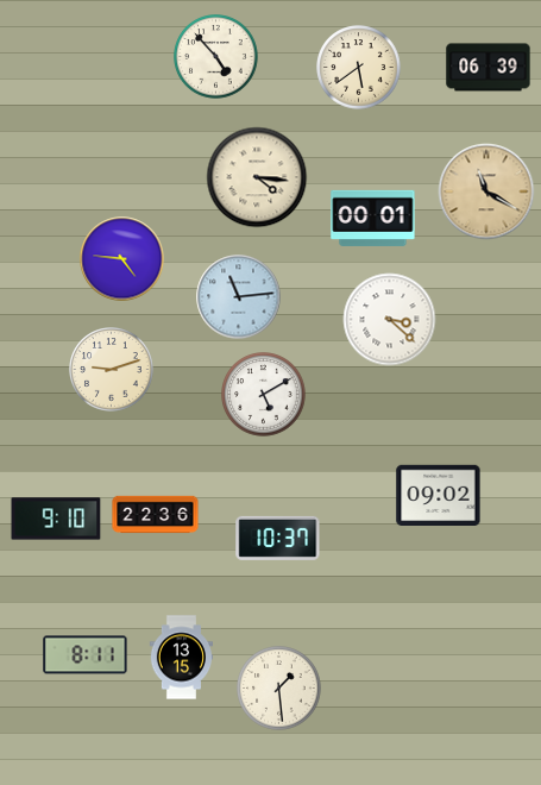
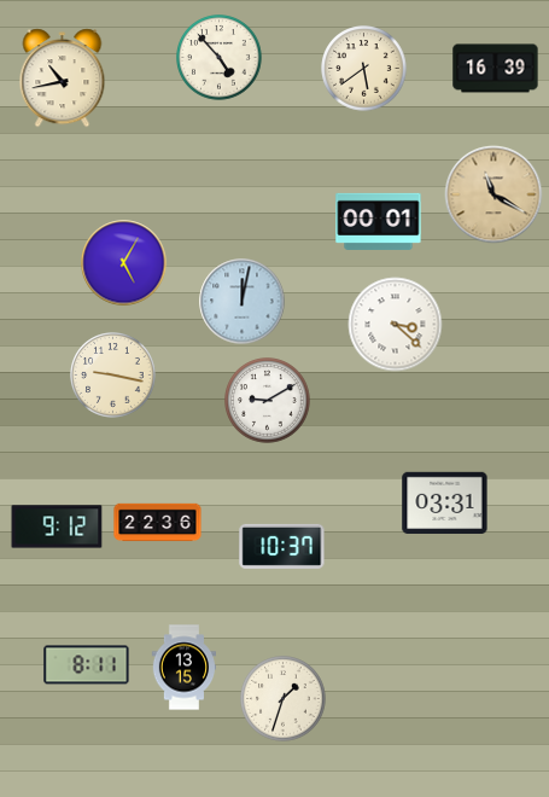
clock at (489, 68): 06:39 -> 16:39
clock at (63, 78): none -> 10:43
clock at (257, 177): 4:16 -> none
clock at (122, 259): 4:46 -> 5:05
clock at (239, 297): 11:14 -> 12:02
clock at (112, 370): 9:12 -> 9:17
clock at (264, 395): 5:10 -> 9:10
clock at (439, 495): 09:02 -> 03:31
clock at (56, 519): 9:10 -> 9:12
clock at (279, 689): 1:29 -> 1:33
